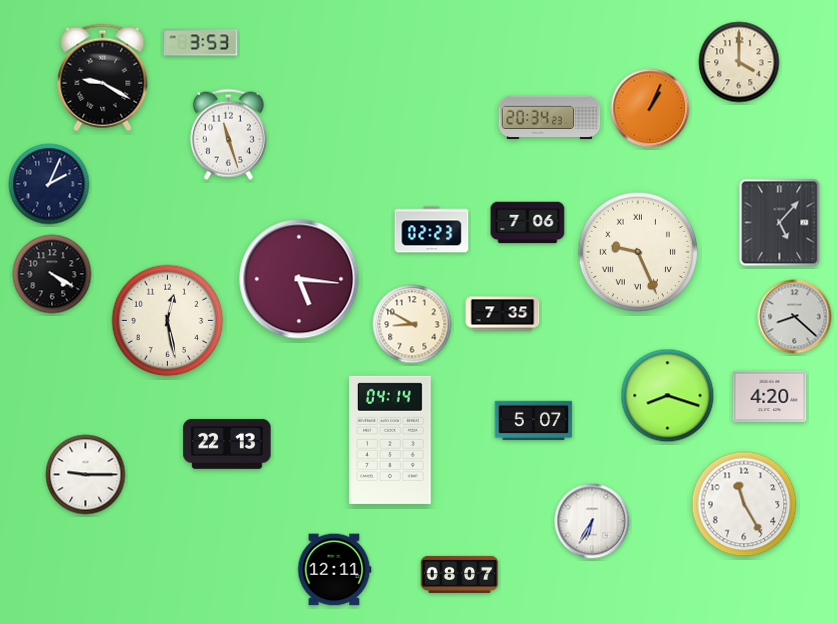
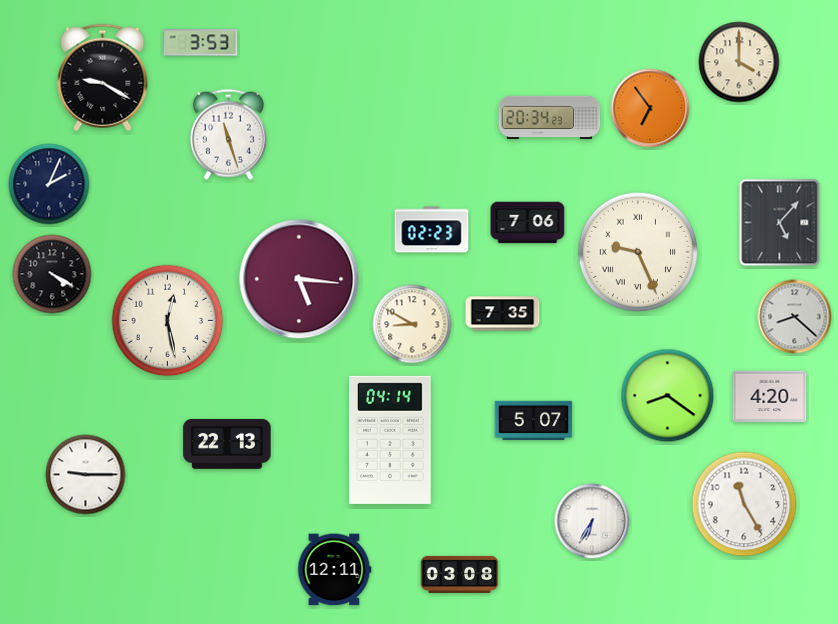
clock at (650, 108): 1:04 -> 6:54
clock at (668, 396): 8:18 -> 8:21
clock at (460, 574): 08:07 -> 03:08
